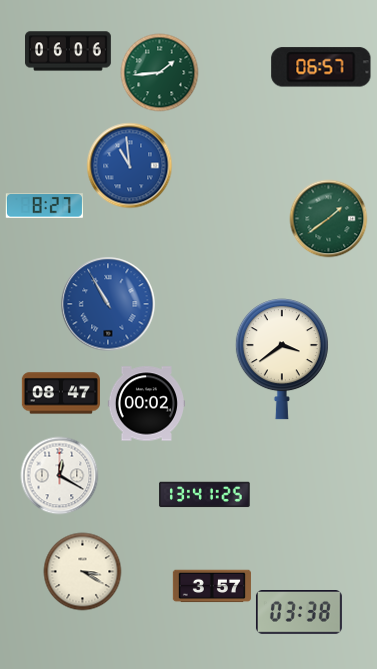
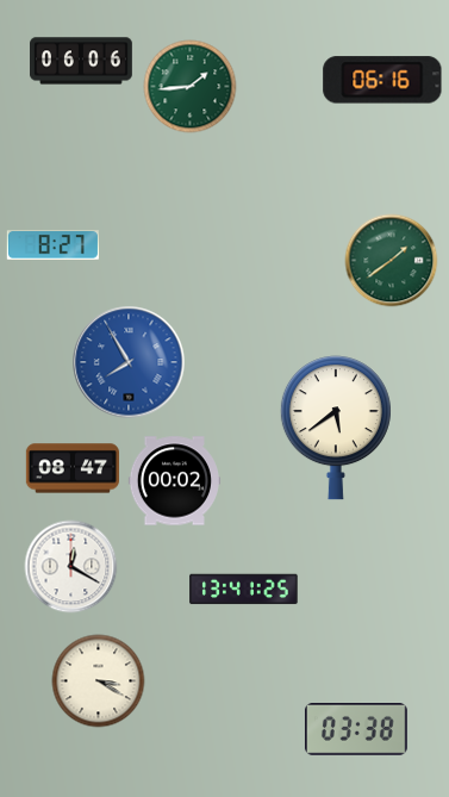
clock at (321, 67): 06:57 -> 06:16
clock at (129, 165): 10:59 -> none
clock at (108, 304): 10:55 -> 7:55
clock at (282, 359): 3:39 -> 5:39
clock at (212, 586): 3:57 -> none
